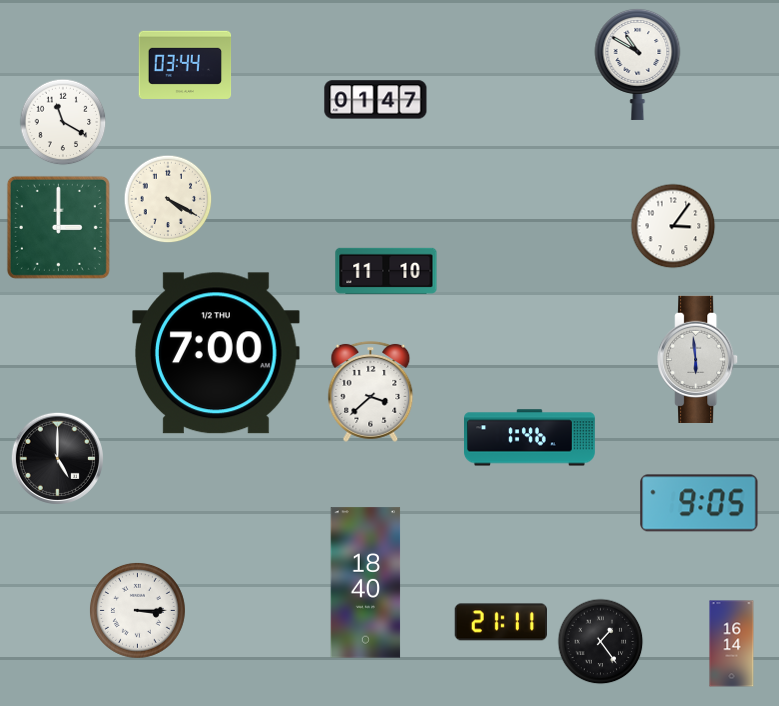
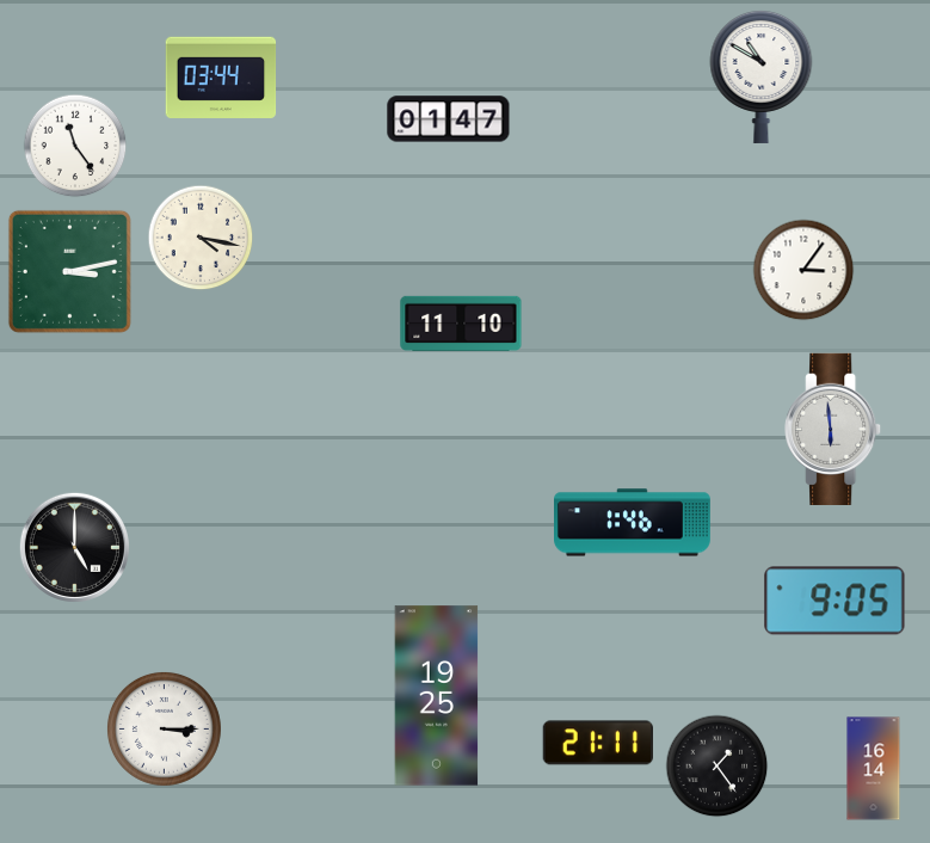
clock at (63, 122): 11:20 -> 11:24
clock at (168, 199): 4:20 -> 4:17
clock at (58, 227): 3:00 -> 3:13
clock at (216, 353): 7:00 -> none
clock at (371, 391): 3:38 -> none
clock at (57, 458) position: (57, 458) -> (74, 547)
clock at (366, 583): 18:40 -> 19:25
